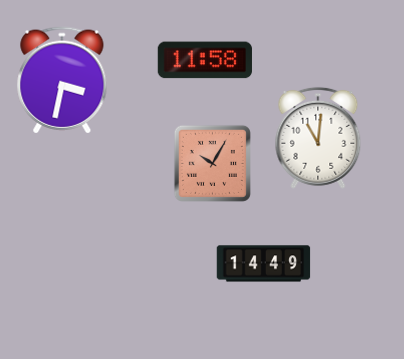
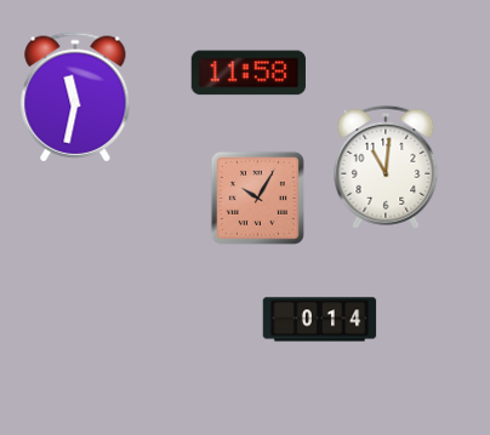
clock at (62, 80): 3:32 -> 11:32
clock at (264, 264): 14:49 -> 0:14
